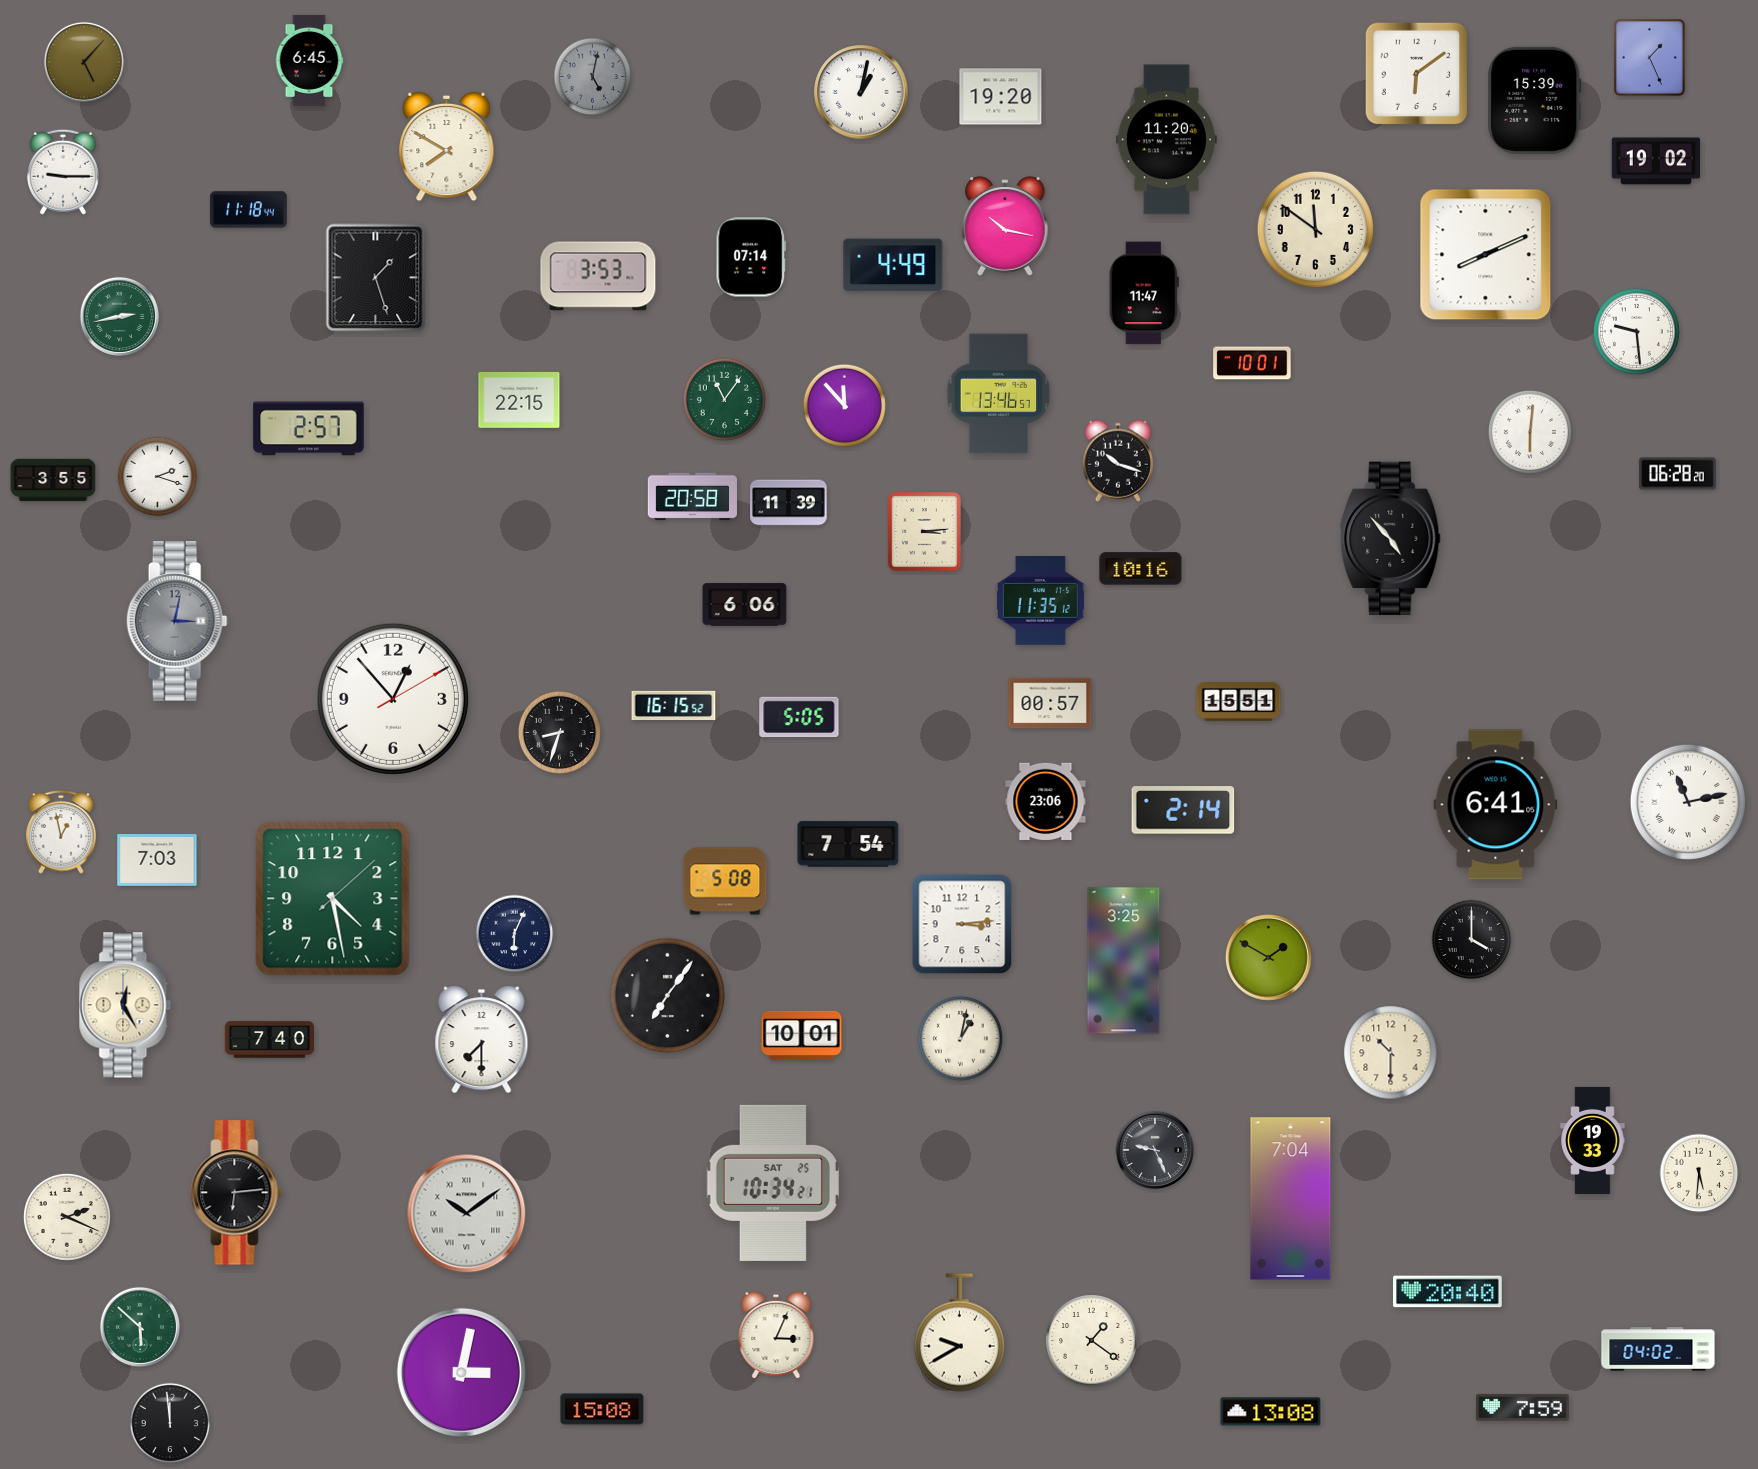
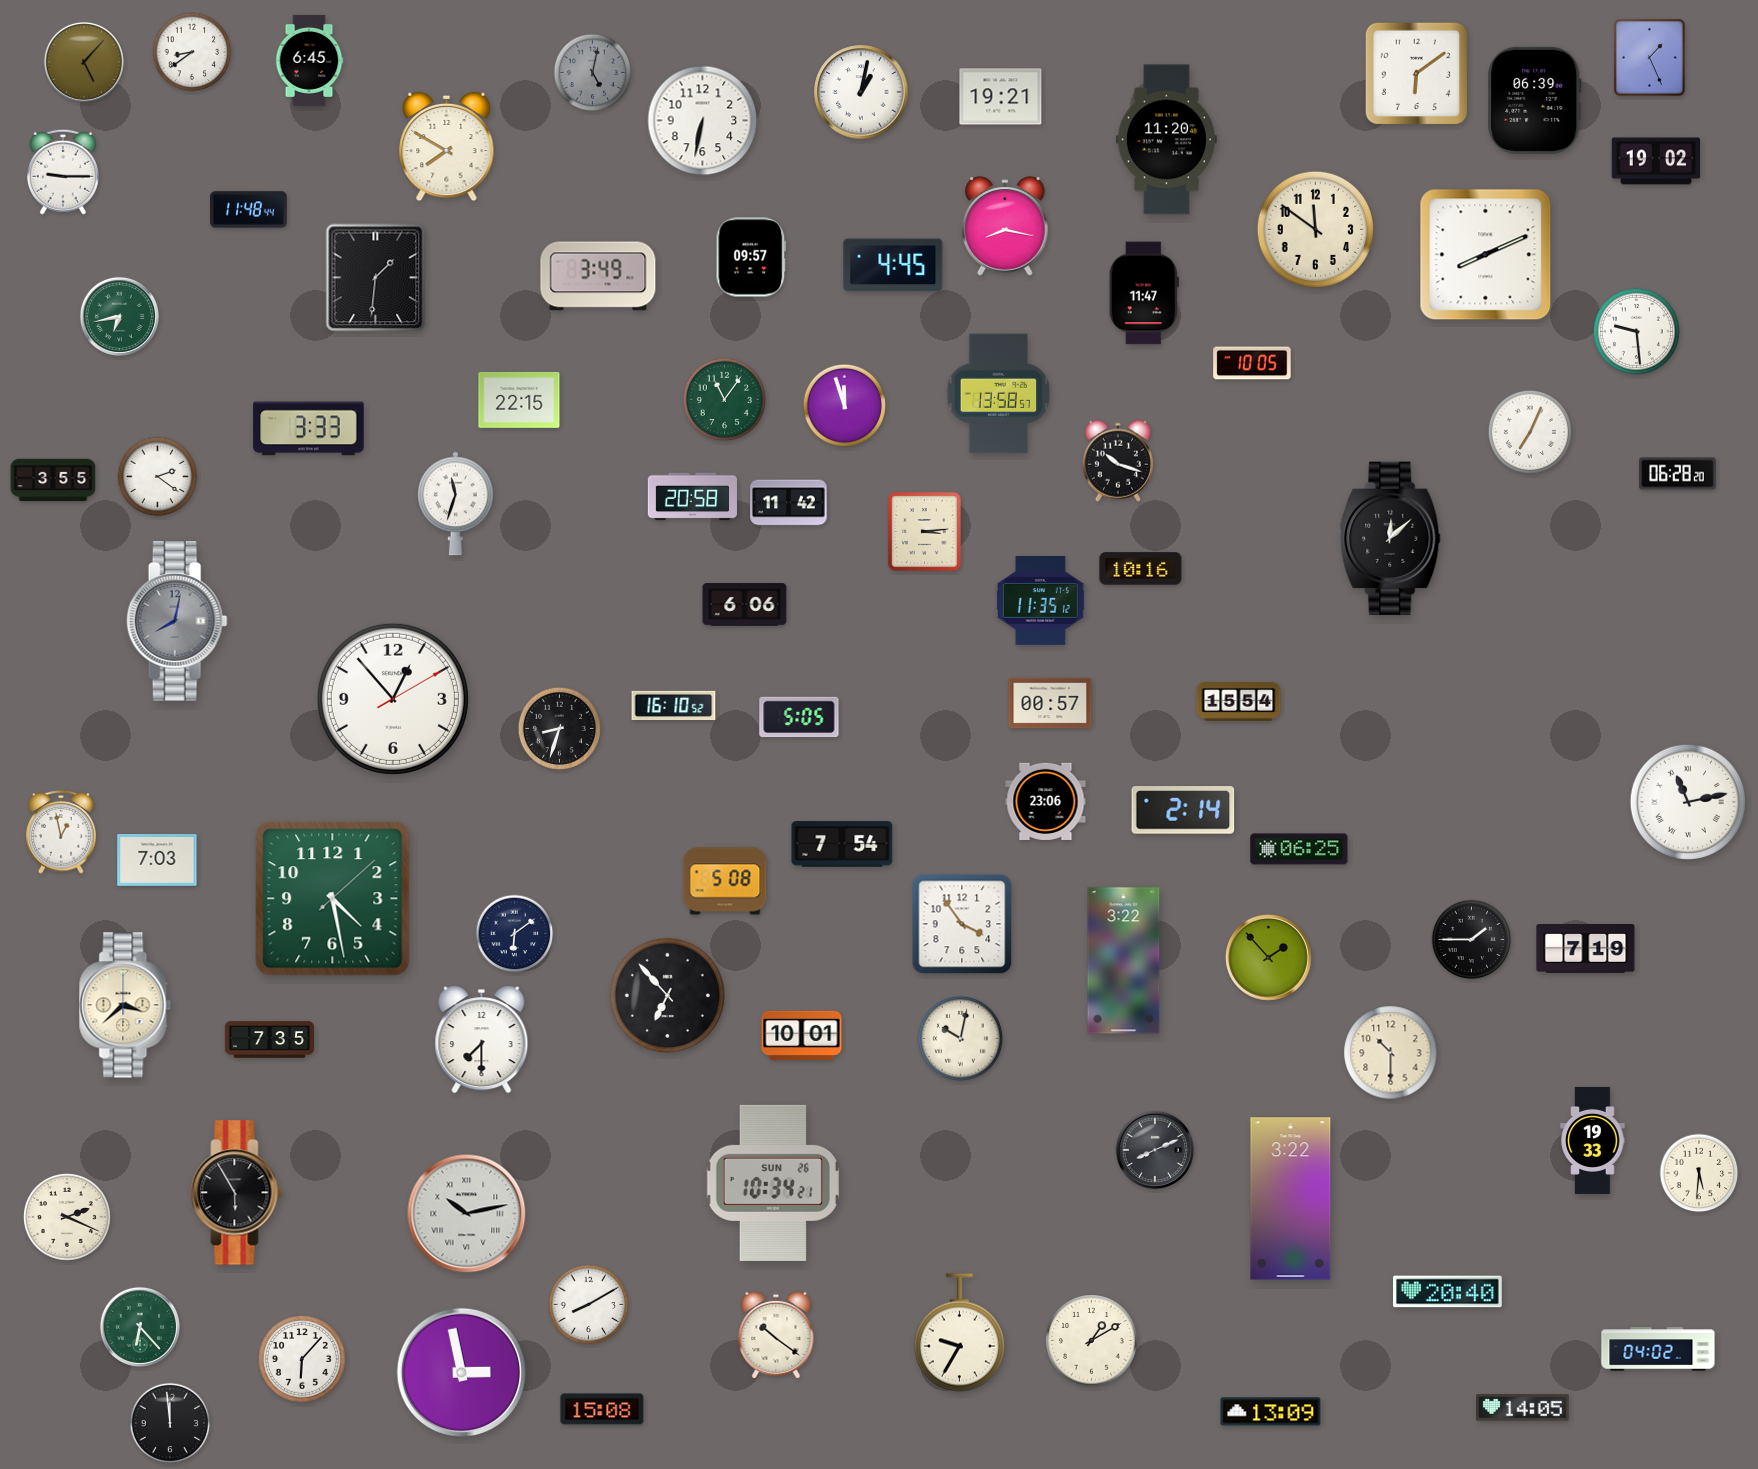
clock at (192, 52): none -> 8:39
clock at (593, 77) position: (593, 77) -> (593, 73)
clock at (1001, 97): 19:20 -> 19:21
clock at (1535, 100): 15:39 -> 06:39
clock at (703, 121): none -> 6:32
clock at (249, 210): 11:18 -> 11:48
clock at (1006, 226): 10:17 -> 8:17
clock at (751, 257): 07:14 -> 09:57
clock at (893, 265): 4:49 -> 4:45
clock at (598, 276): 3:53 -> 3:49
clock at (376, 278): 1:27 -> 1:31
clock at (119, 316): 2:43 -> 6:43
clock at (1252, 363): 10:01 -> 10:05
clock at (999, 394): 13:46 -> 13:58
clock at (844, 405): 11:53 -> 11:57
clock at (309, 429): 2:57 -> 3:33
clock at (1530, 432): 6:01 -> 7:04
clock at (158, 477): 2:18 -> 2:21
clock at (789, 503): 11:39 -> 11:42
clock at (456, 504): none -> 11:33
clock at (1391, 539): 4:53 -> 12:08
clock at (177, 621): 3:02 -> 8:02
clock at (1239, 702): 15:51 -> 15:54
clock at (674, 706): 16:15 -> 16:10
clock at (559, 732) position: (559, 732) -> (559, 728)
clock at (1496, 805): 6:41 -> none
clock at (848, 844) position: (848, 844) -> (842, 844)
clock at (1299, 849): none -> 06:25
clock at (962, 924): 3:14 -> 3:54
clock at (515, 934): 6:04 -> 6:09
clock at (1472, 940): 4:00 -> 1:45
clock at (1586, 949): none -> 7:19
clock at (1268, 957): 1:50 -> 1:53
clock at (1124, 961): 3:25 -> 3:22
clock at (667, 995): 7:06 -> 6:53
clock at (125, 1005): 12:25 -> 3:38
clock at (960, 1038): 1:02 -> 10:02
clock at (270, 1040): 7:40 -> 7:35
clock at (1154, 1149): 9:26 -> 8:11
clock at (773, 1183) date: SAT 25 -> SUN 26
clock at (237, 1193): 6:14 -> 5:55
clock at (1291, 1199): 7:04 -> 3:22
clock at (467, 1214): 10:09 -> 10:13
clock at (589, 1305): none -> 8:10
clock at (140, 1327): 5:52 -> 6:23
clock at (959, 1333): 9:40 -> 9:35
clock at (776, 1335): 3:04 -> 10:21
clock at (1092, 1341): 1:21 -> 1:10
clock at (302, 1359): none -> 6:07
clock at (461, 1372): 3:02 -> 2:58
clock at (1523, 1408): 7:59 -> 14:05
clock at (1271, 1412): 13:08 -> 13:09
